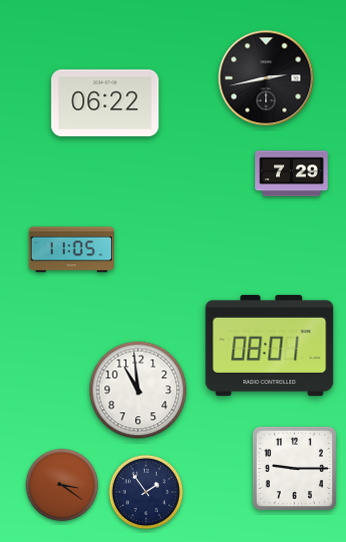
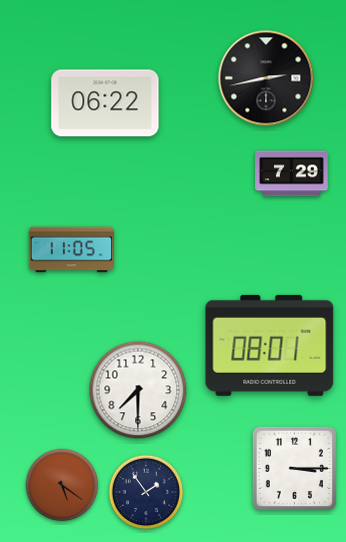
clock at (138, 390): 10:59 -> 7:30
clock at (294, 468): 9:15 -> 3:15
clock at (62, 485): 3:21 -> 5:21
